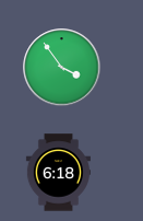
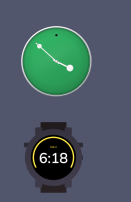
clock at (62, 68): 3:54 -> 3:52
